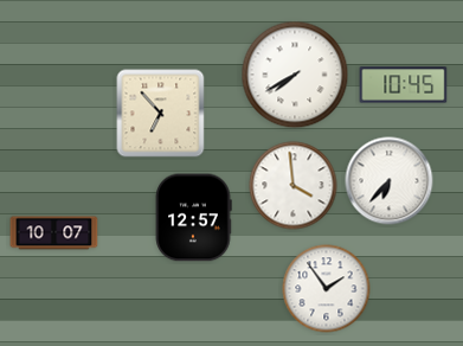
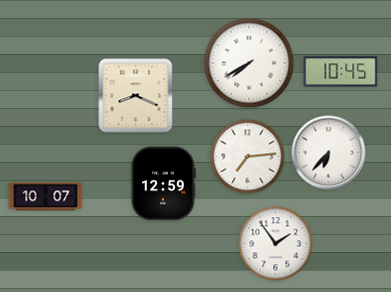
clock at (161, 114): 6:53 -> 8:19
clock at (294, 186): 3:59 -> 7:14
clock at (193, 218): 12:57 -> 12:59
